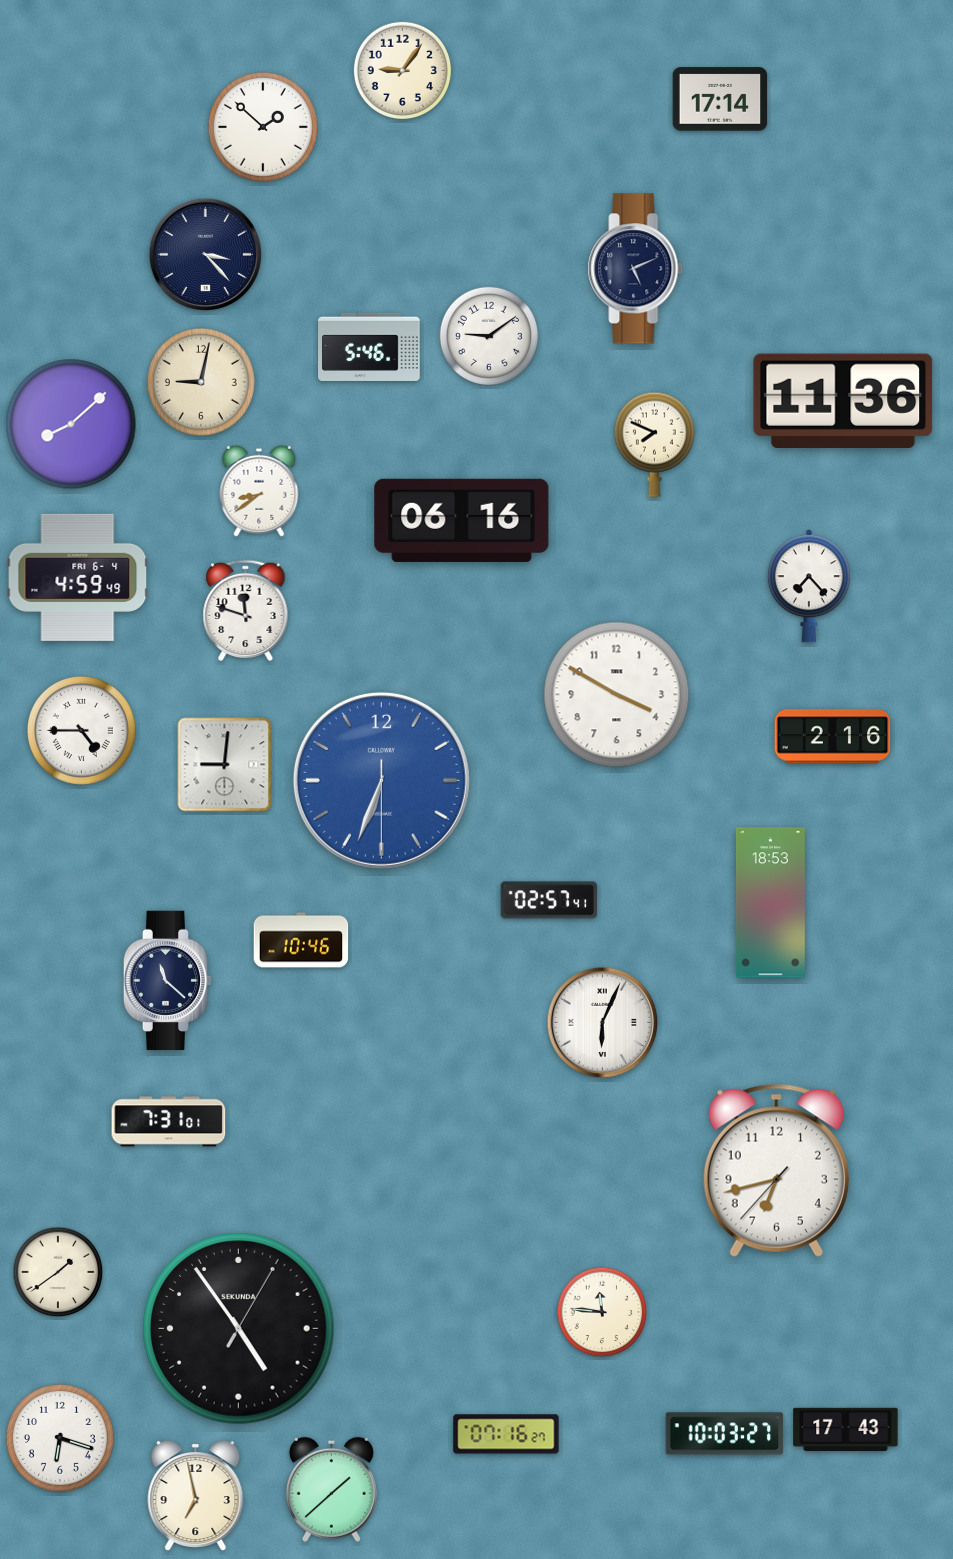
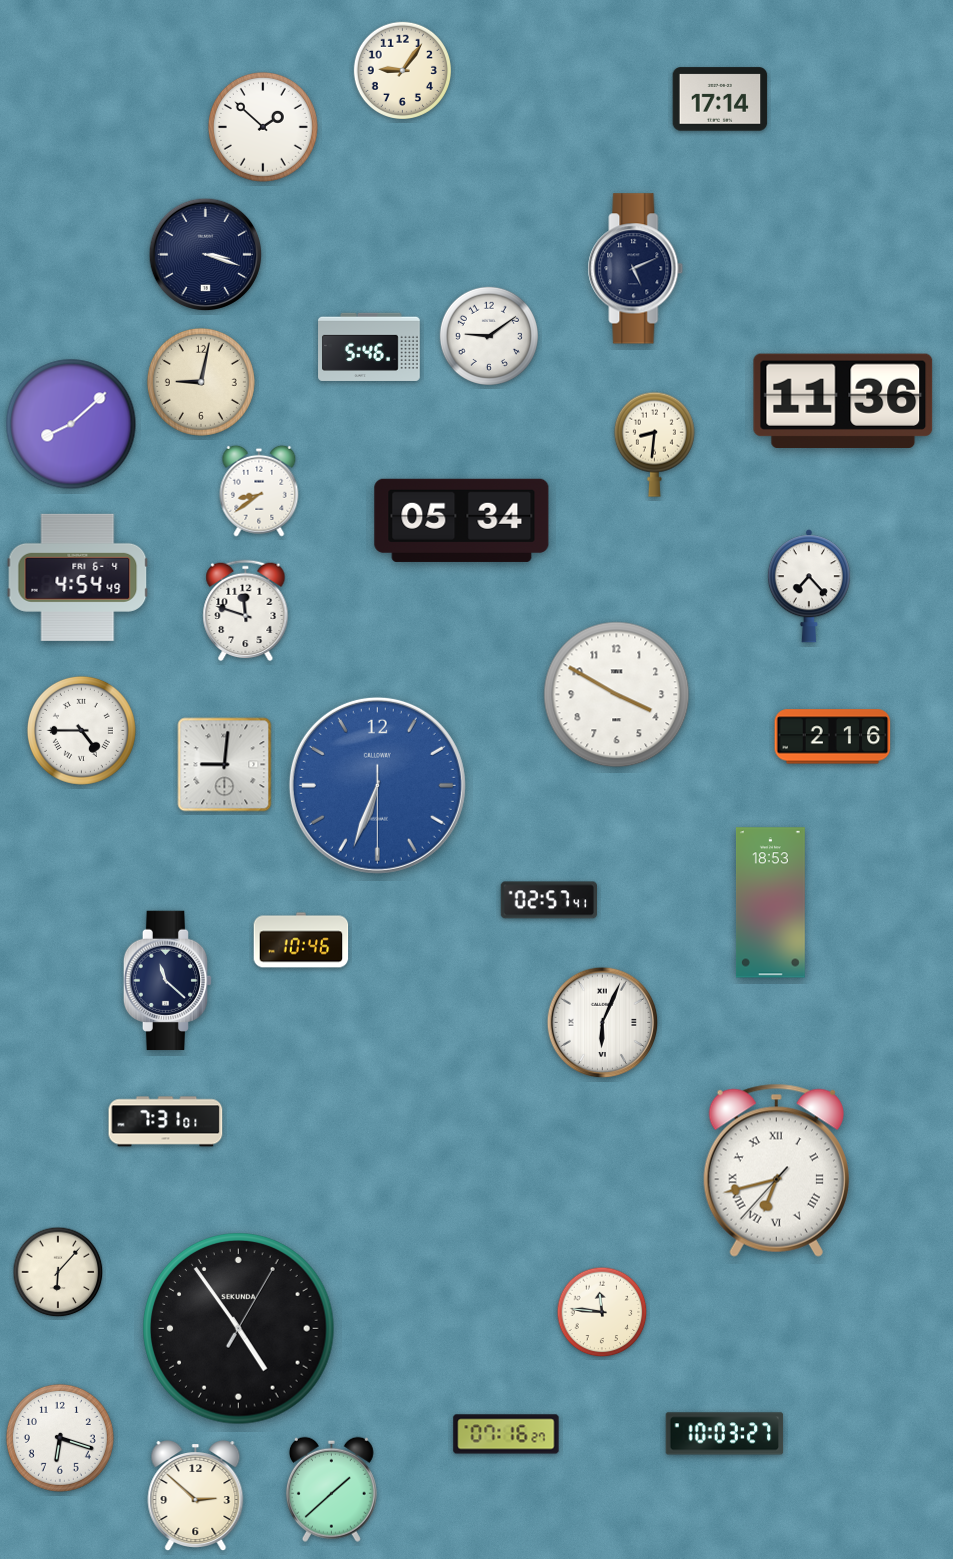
clock at (206, 255): 3:23 -> 3:18
clock at (654, 444): 7:49 -> 8:31
clock at (462, 520): 06:16 -> 05:34
clock at (78, 577): 4:59 -> 4:54
clock at (381, 780) position: (381, 780) -> (377, 785)
clock at (169, 1122) position: (169, 1122) -> (166, 1122)
clock at (776, 1170) numerals: Arabic -> Roman
clock at (58, 1272): 1:39 -> 6:07
clock at (846, 1429): 17:43 -> none
clock at (196, 1496): 6:58 -> 2:52
